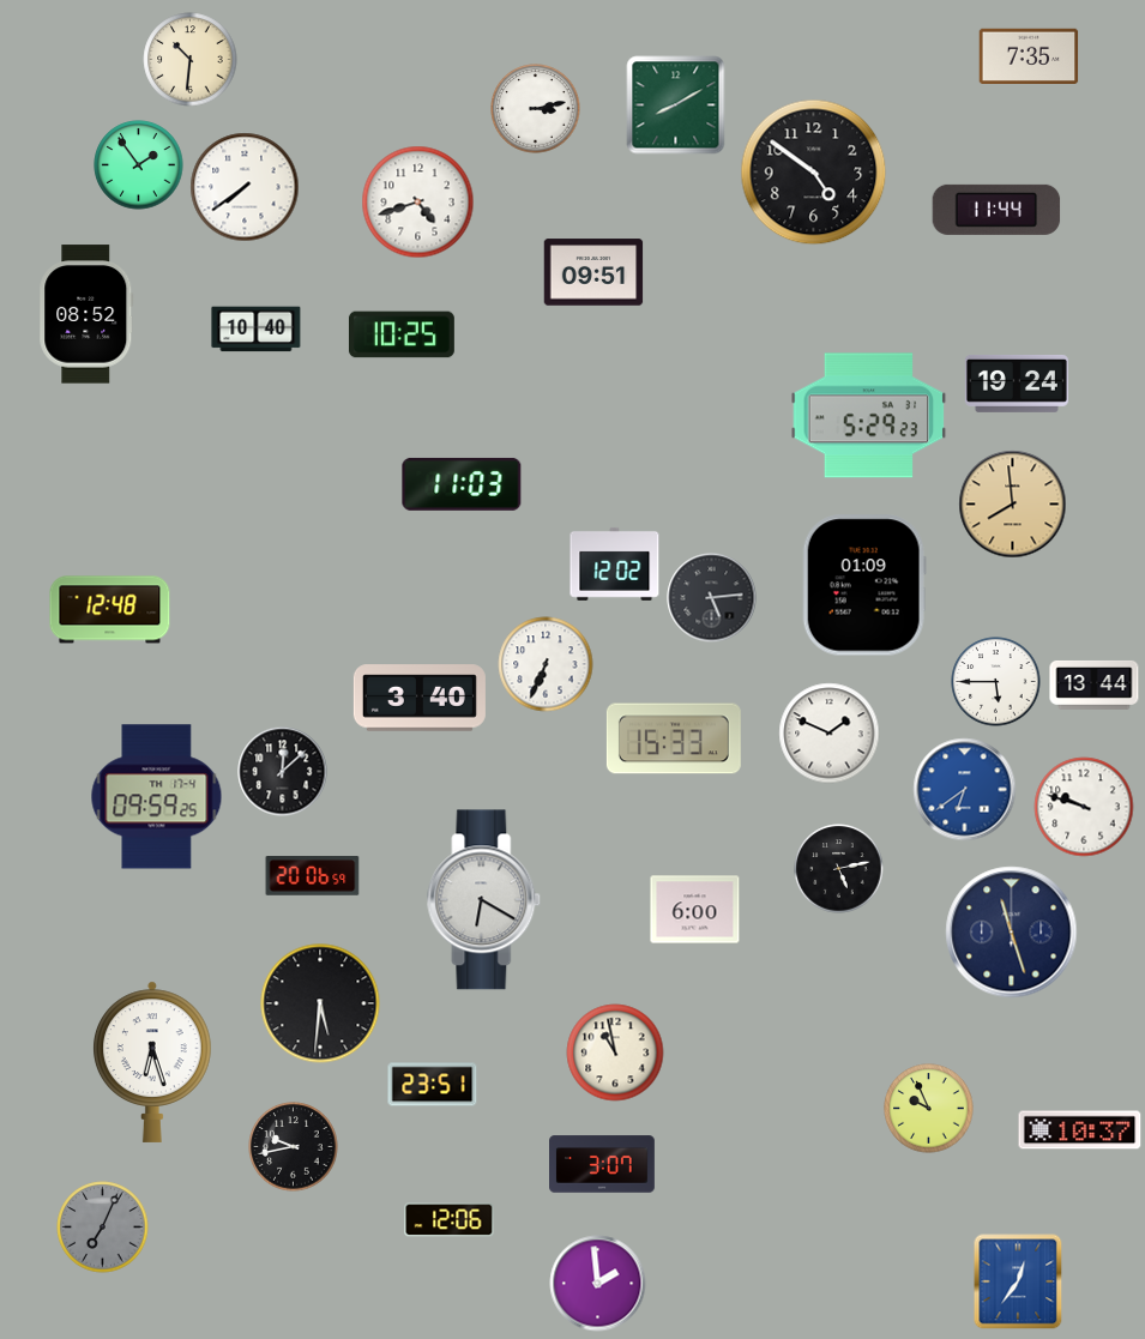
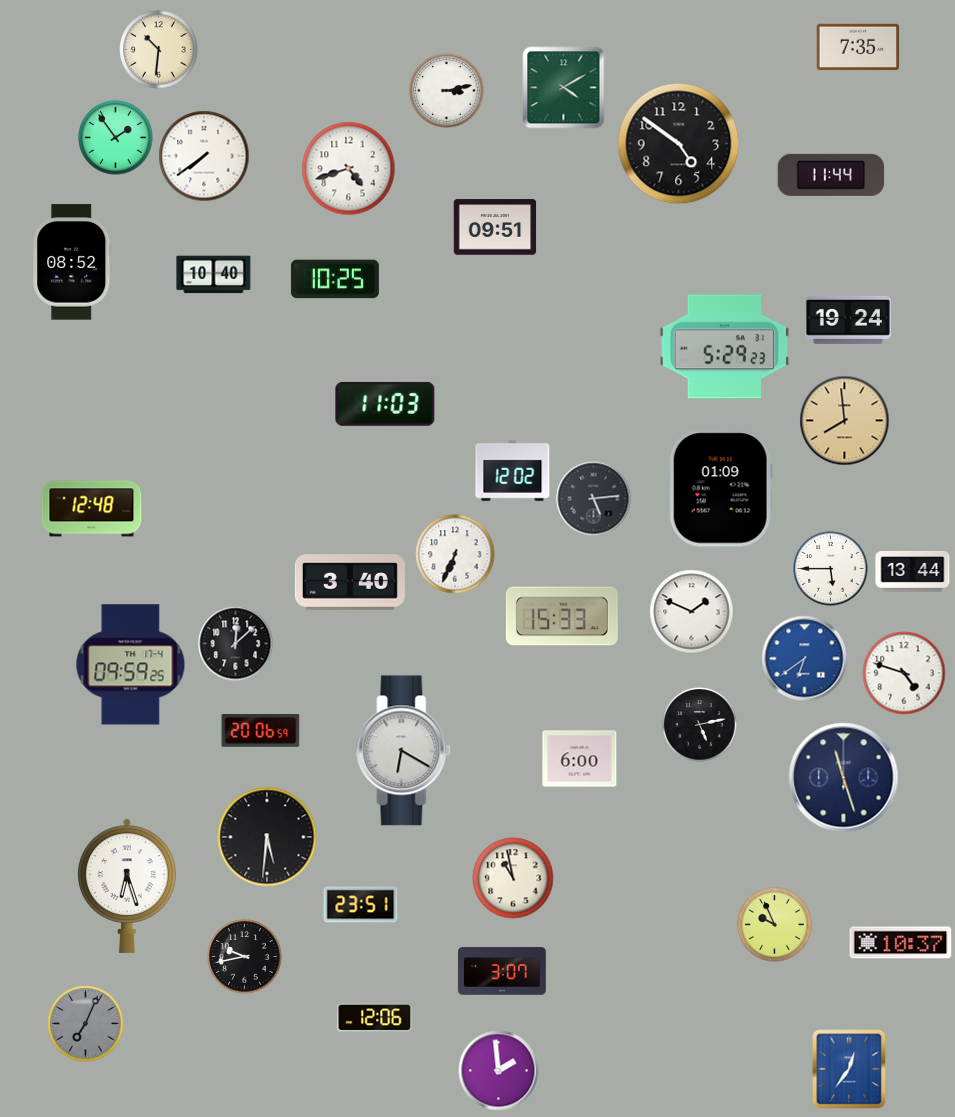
clock at (676, 105): 8:10 -> 4:10
clock at (1084, 807): 9:48 -> 4:48
